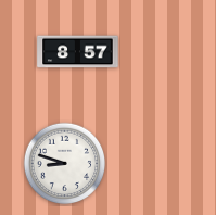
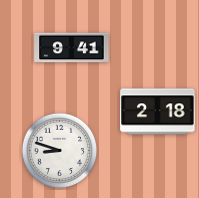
clock at (78, 52): 8:57 -> 9:41
clock at (158, 112): none -> 2:18
